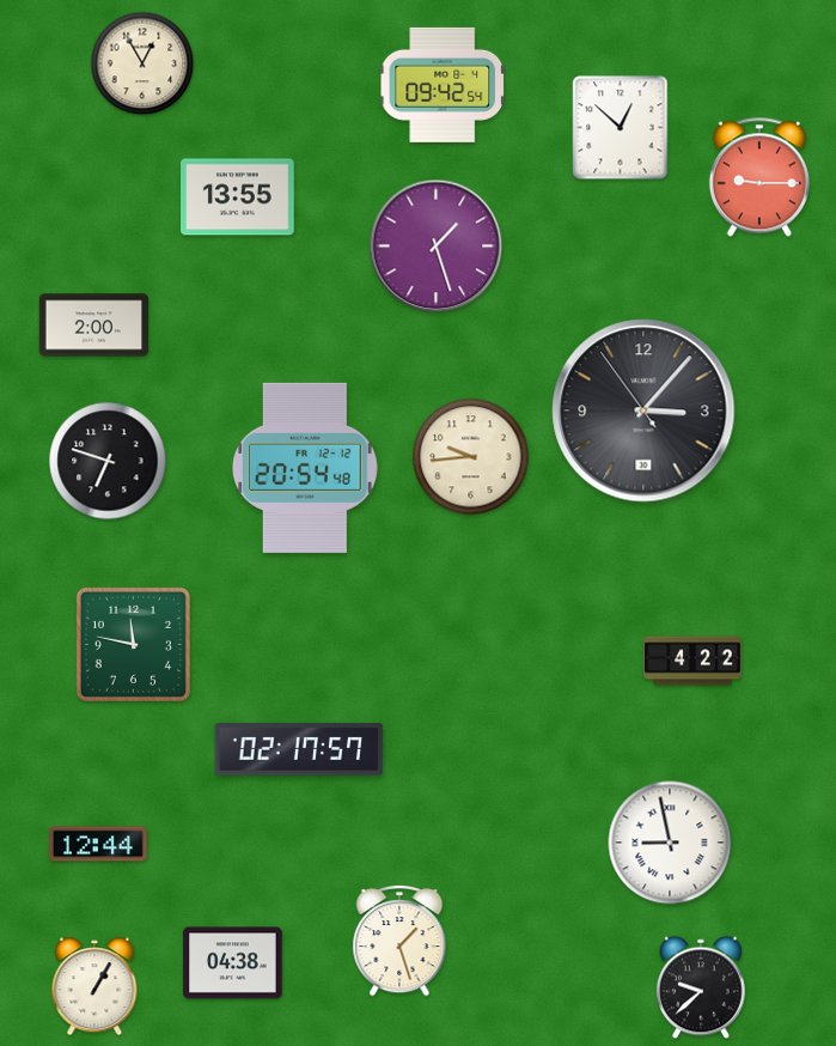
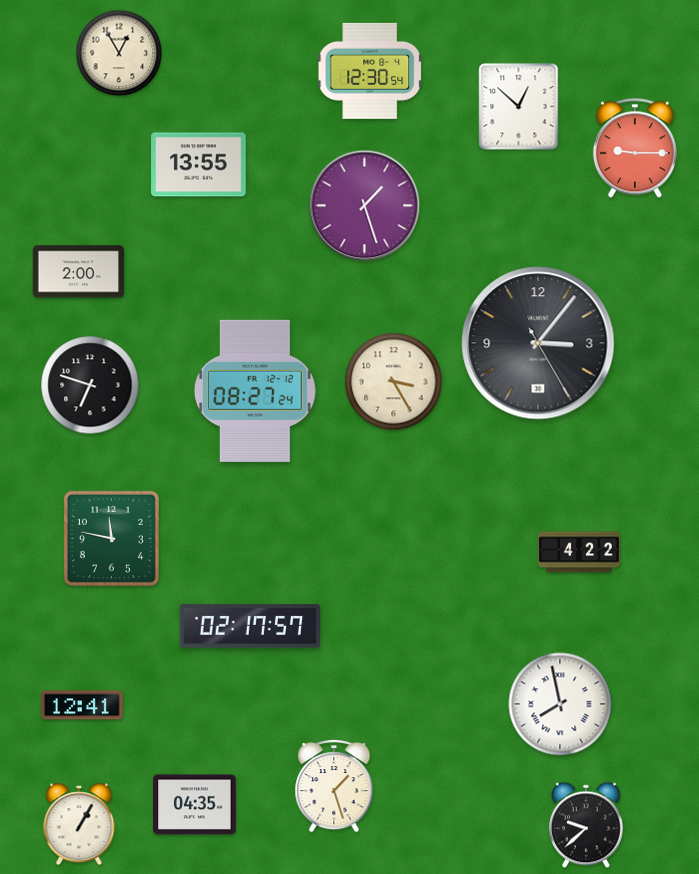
clock at (443, 85): 09:42 -> 12:30
clock at (643, 411): 3:06:54 -> 3:06:25
clock at (471, 457): 9:44 -> 3:25
clock at (305, 468): 20:54 -> 08:27
clock at (670, 843): 8:58 -> 7:58
clock at (99, 844): 12:44 -> 12:41
clock at (233, 963): 04:38 -> 04:35
